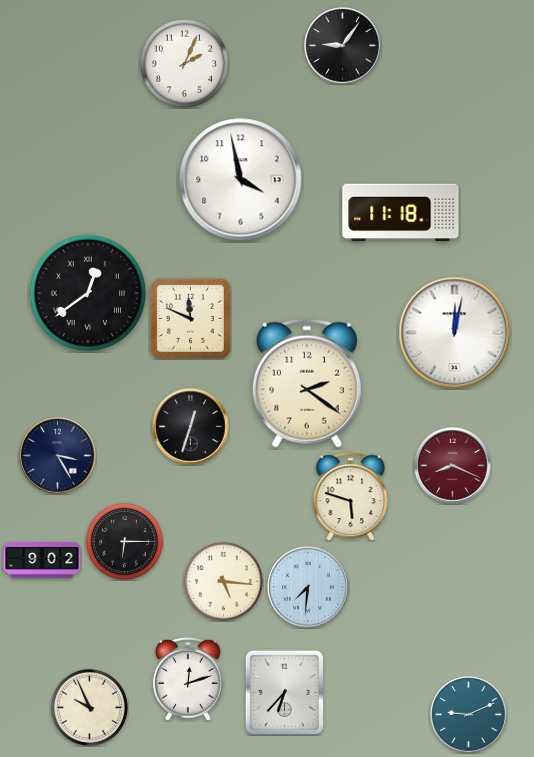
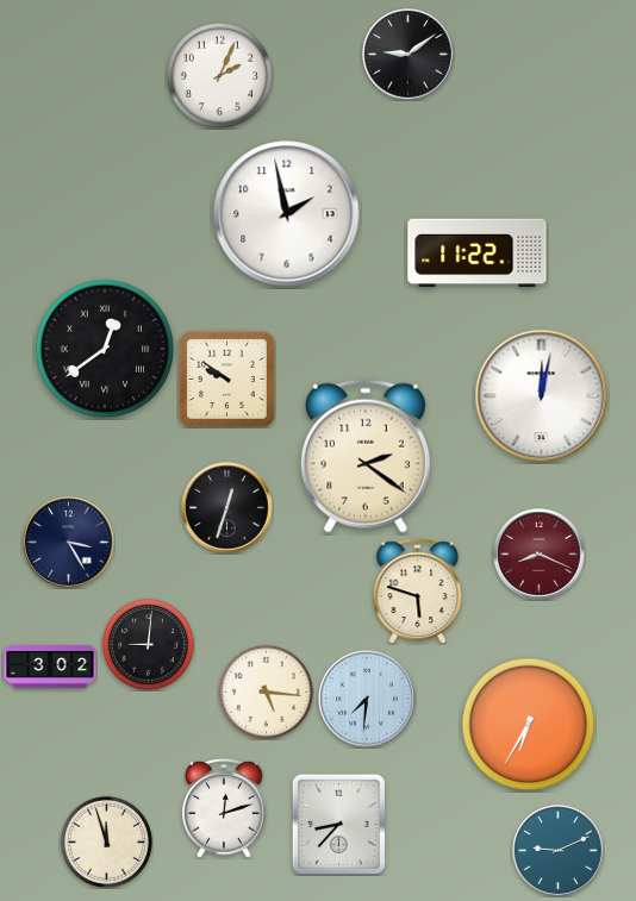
clock at (343, 46): 9:06 -> 9:09
clock at (241, 180): 3:58 -> 1:58
clock at (401, 213): 11:18 -> 11:22
clock at (190, 318): 11:49 -> 9:51
clock at (124, 541): 6:15 -> 9:01
clock at (42, 561): 9:02 -> 3:02
clock at (529, 725): none -> 6:35
clock at (284, 692): 6:37 -> 8:37
clock at (89, 707): 9:56 -> 11:57
